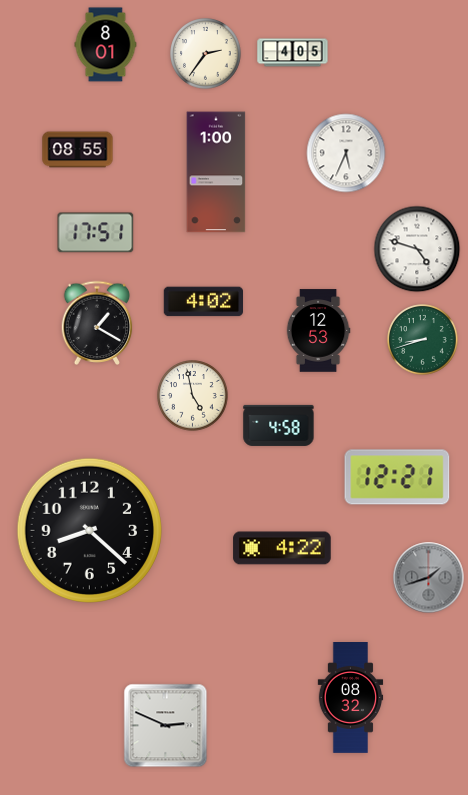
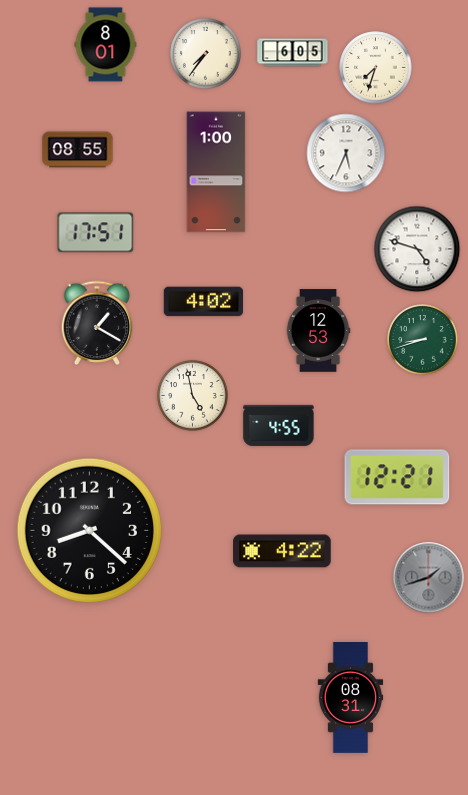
clock at (293, 53): 4:05 -> 6:05
clock at (206, 54): 2:36 -> 7:36
clock at (376, 68): none -> 7:33
clock at (279, 425): 4:58 -> 4:55
clock at (282, 548) position: (282, 548) -> (282, 551)
clock at (351, 698): 08:32 -> 08:31
clock at (166, 726): 2:49 -> none
